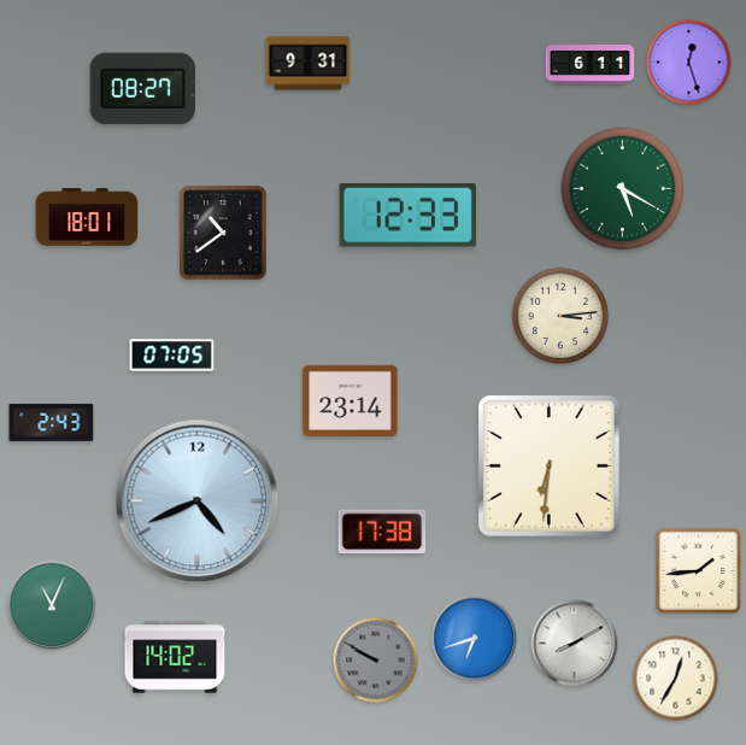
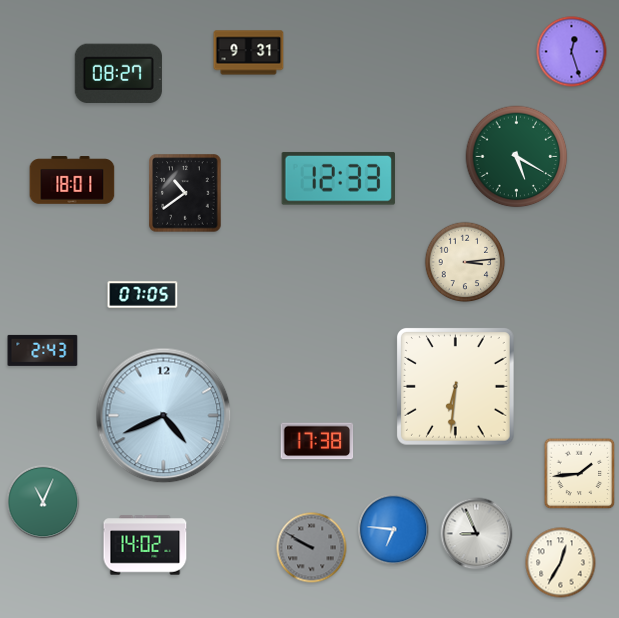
clock at (309, 64) position: (309, 64) -> (249, 53)
clock at (591, 65): 6:11 -> none
clock at (351, 400): 23:14 -> none
clock at (475, 639): 6:42 -> 6:46
clock at (575, 644): 8:10 -> 8:56
